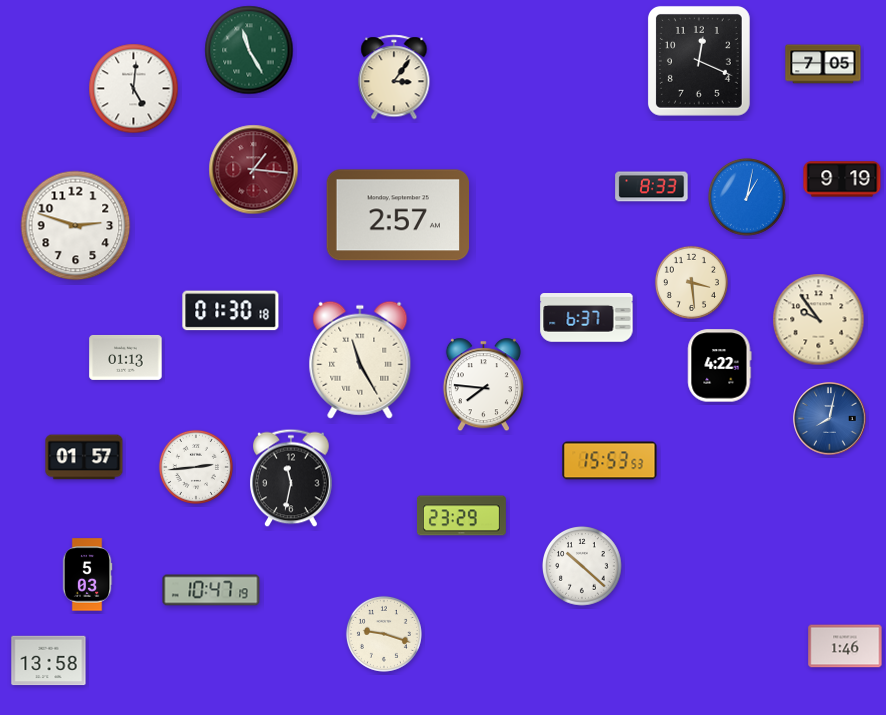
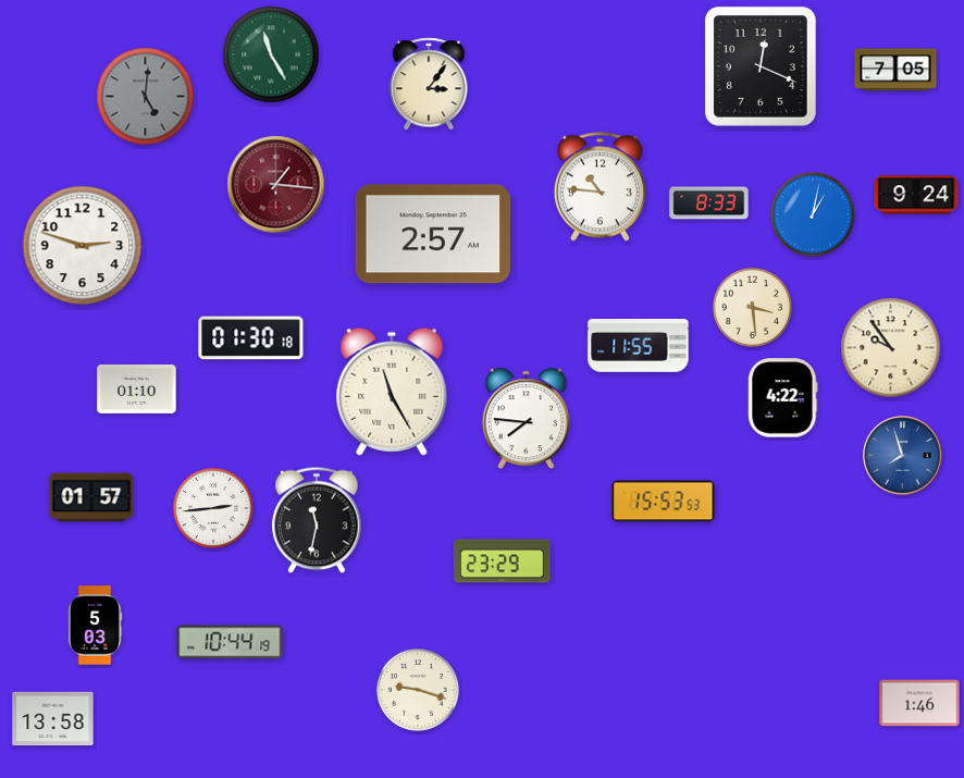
clock at (134, 89) dial: white -> grey
clock at (600, 187): none -> 10:46
clock at (842, 179): 9:19 -> 9:24
clock at (587, 318): 6:37 -> 11:55
clock at (126, 357): 01:13 -> 01:10
clock at (830, 419): 8:02 -> 7:57
clock at (582, 566): 10:22 -> none
clock at (211, 590): 10:47 -> 10:44
